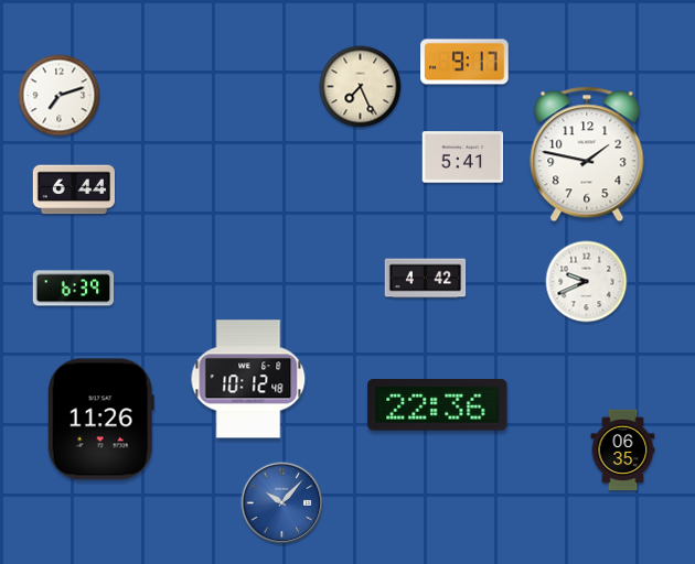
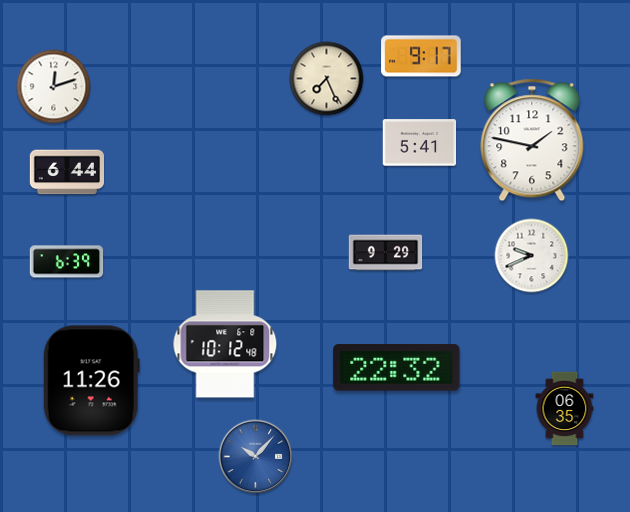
clock at (60, 96): 7:12 -> 12:12
clock at (426, 279): 4:42 -> 9:29
clock at (438, 404): 22:36 -> 22:32
